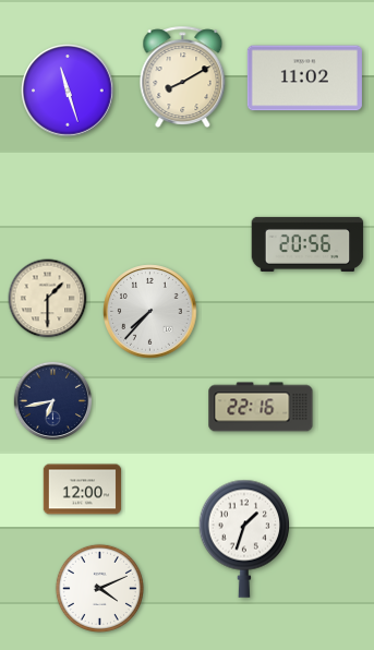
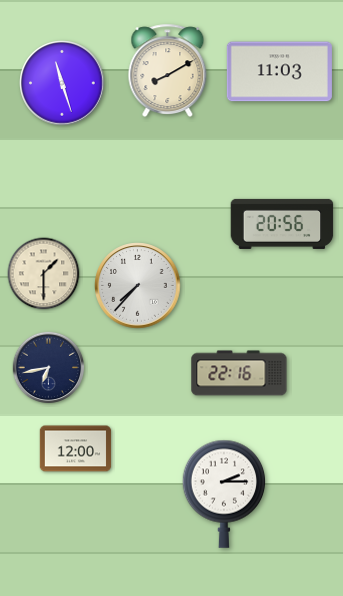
clock at (304, 79): 11:02 -> 11:03
clock at (244, 539): 1:33 -> 2:15
clock at (99, 588): 4:11 -> none
